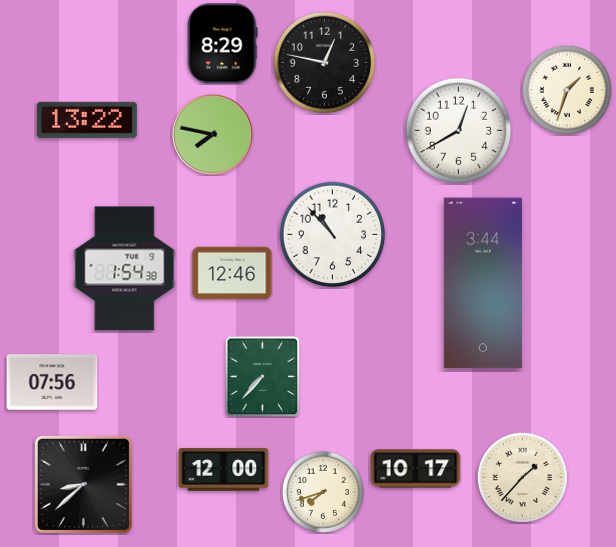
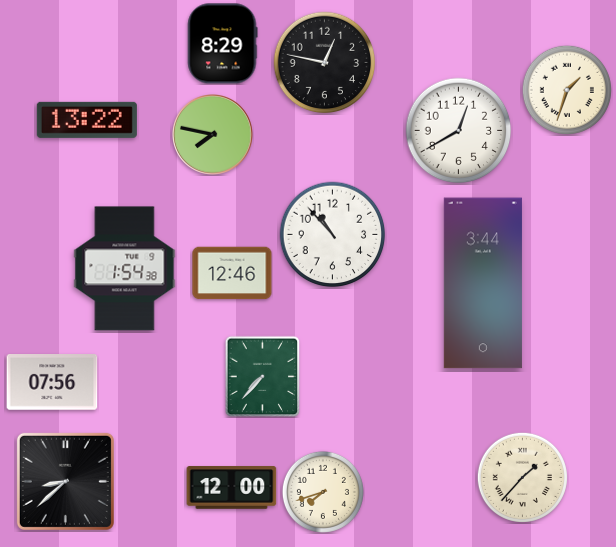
clock at (416, 469): 10:17 -> none
clock at (224, 470) position: (224, 470) -> (232, 488)
clock at (83, 484) position: (83, 484) -> (65, 481)
